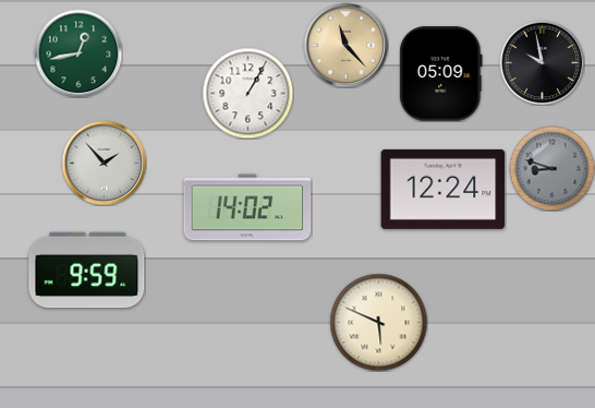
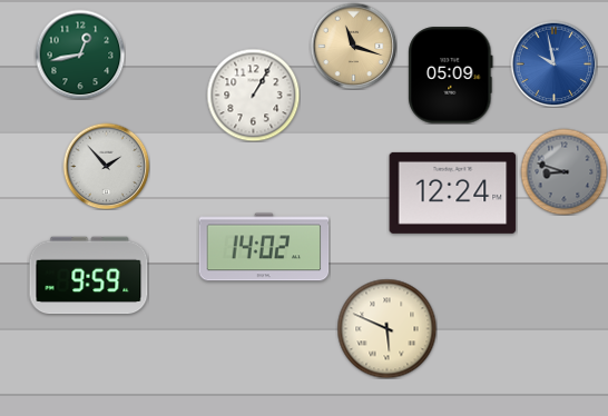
clock at (345, 45): 11:23 -> 11:18
clock at (542, 62) dial: black -> blue
clock at (247, 207) position: (247, 207) -> (264, 247)
